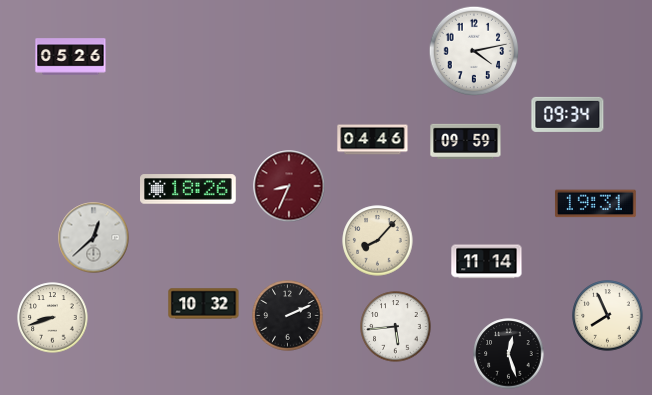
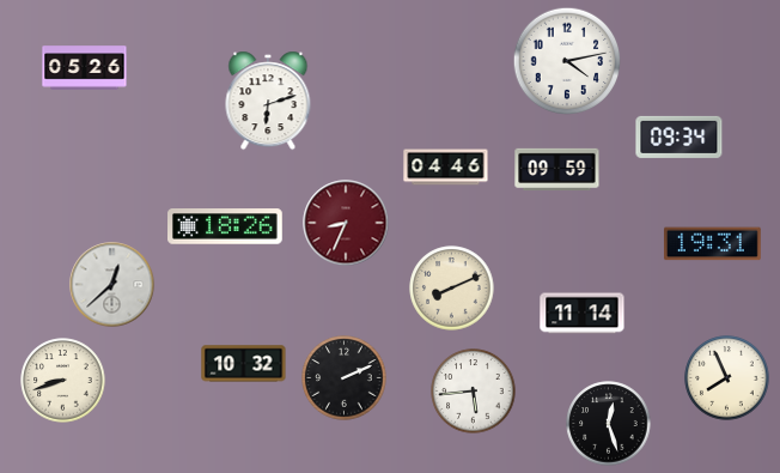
clock at (268, 101): none -> 6:12
clock at (378, 241): 8:07 -> 8:11
